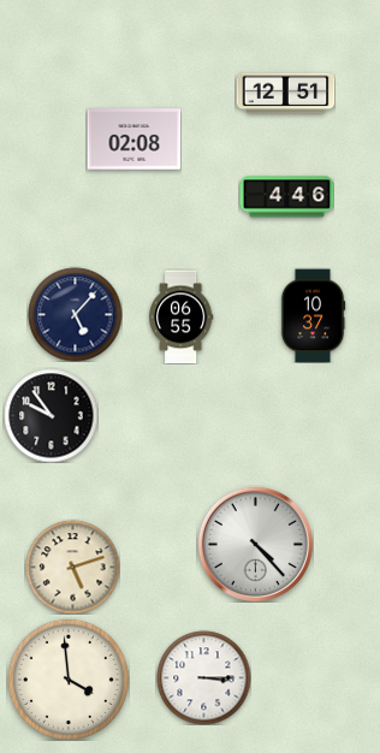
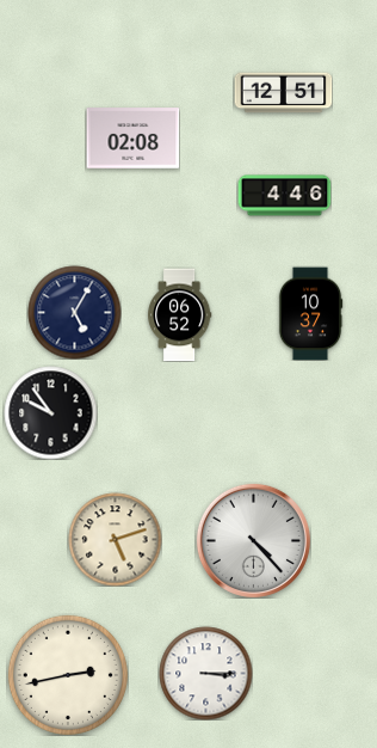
clock at (75, 314): 5:07 -> 5:05
clock at (182, 316): 06:55 -> 06:52
clock at (72, 567) position: (72, 567) -> (115, 539)
clock at (203, 677) position: (203, 677) -> (205, 673)
clock at (69, 680): 3:59 -> 2:43
